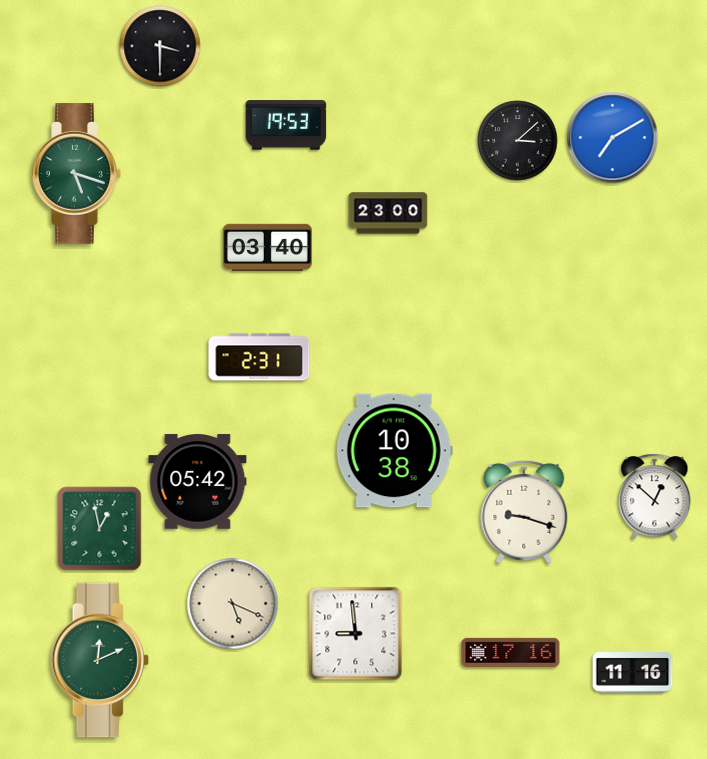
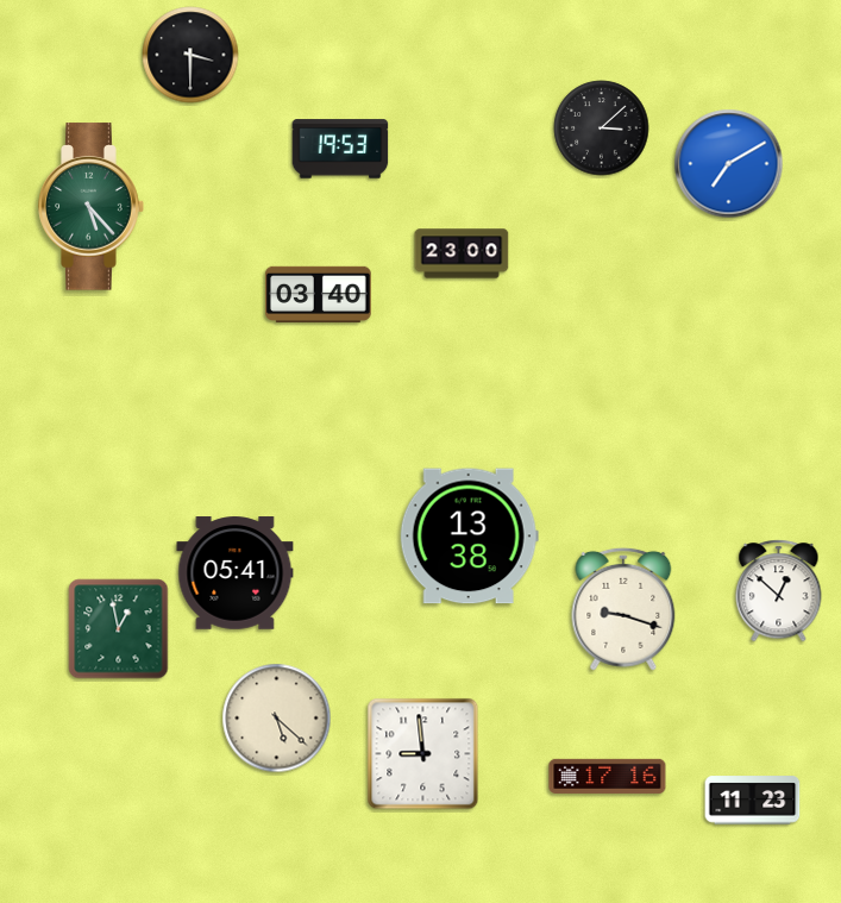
clock at (518, 141) position: (518, 141) -> (602, 128)
clock at (77, 174): 5:18 -> 5:23
clock at (259, 357): 2:31 -> none
clock at (394, 451): 10:38 -> 13:38
clock at (198, 482): 05:42 -> 05:41
clock at (233, 604): 5:19 -> 5:22
clock at (100, 660): 12:11 -> none
clock at (633, 673): 11:16 -> 11:23
